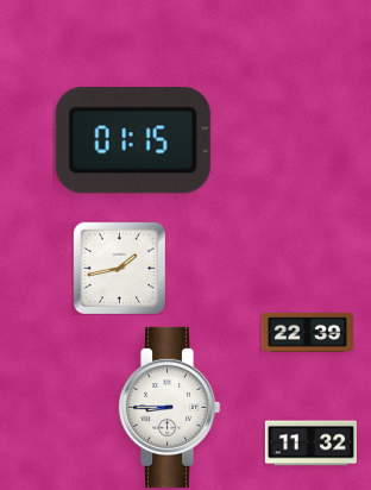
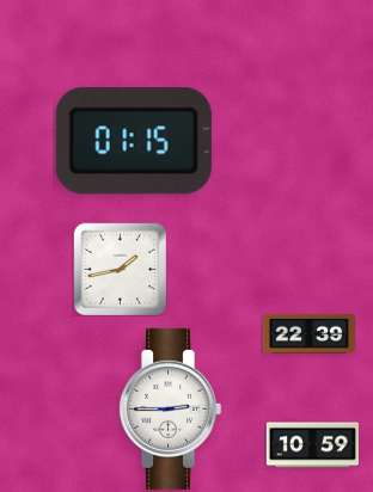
clock at (170, 407): 8:45 -> 2:45
clock at (310, 444): 11:32 -> 10:59
